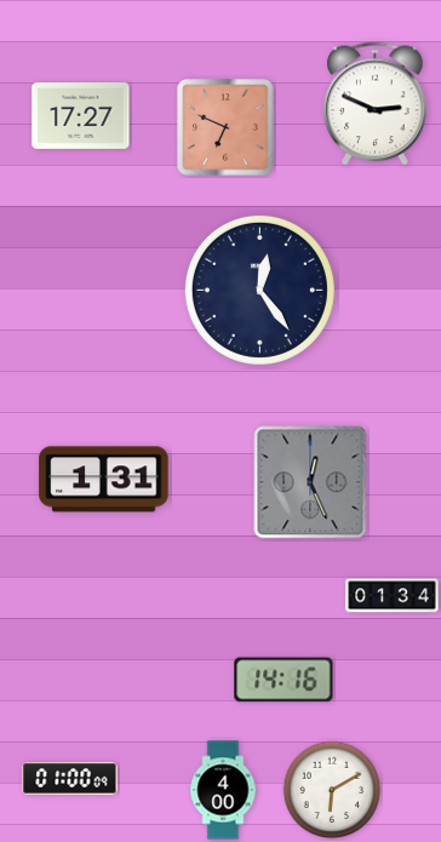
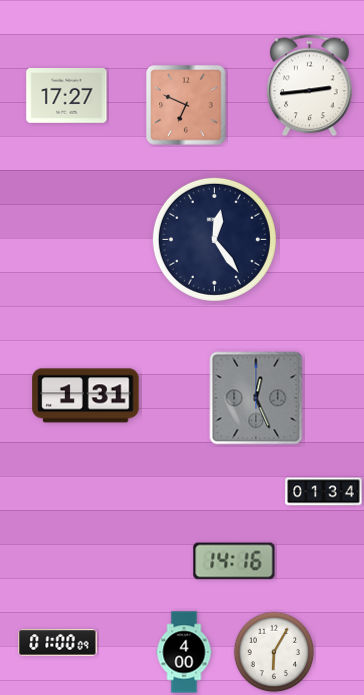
clock at (376, 104): 2:49 -> 2:44
clock at (332, 790): 6:10 -> 6:05
